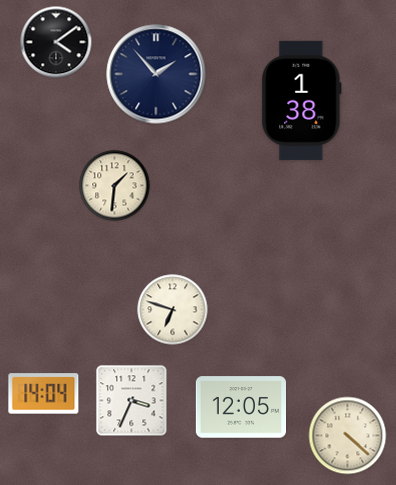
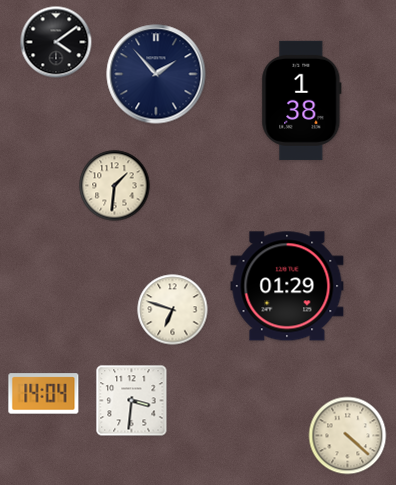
clock at (287, 286): none -> 01:29
clock at (132, 401): 3:34 -> 3:31
clock at (240, 407): 12:05 -> none
